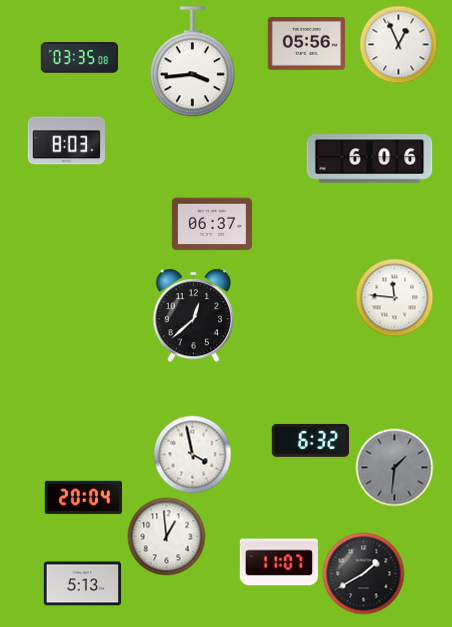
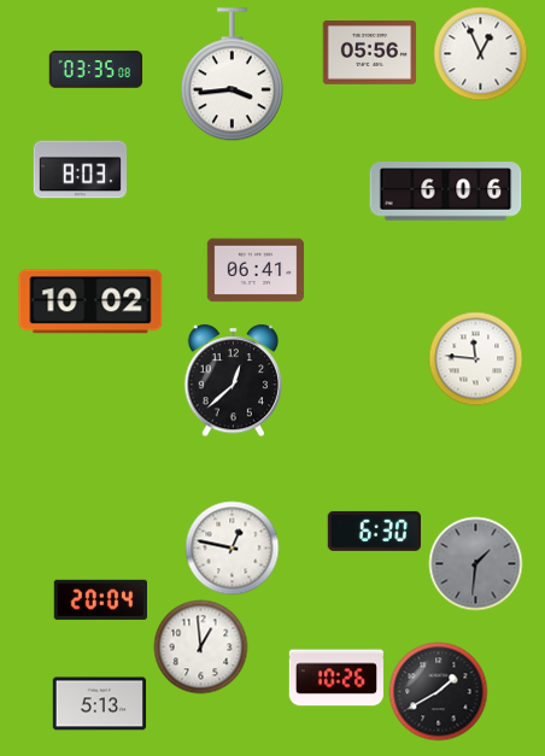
clock at (212, 224): 06:37 -> 06:41
clock at (90, 301): none -> 10:02
clock at (310, 440): 6:32 -> 6:30
clock at (192, 454): 3:58 -> 12:47
clock at (278, 562): 11:07 -> 10:26
